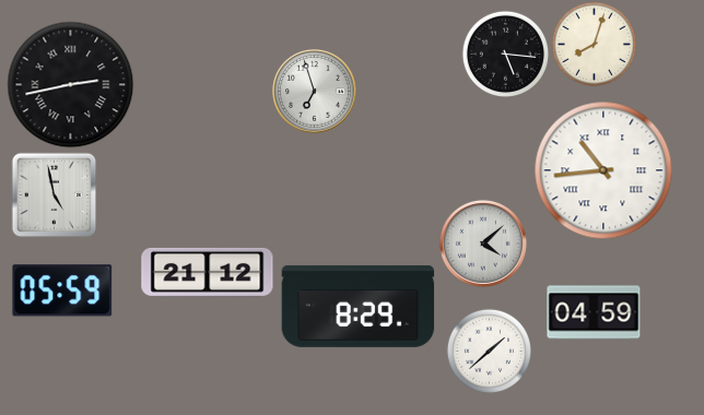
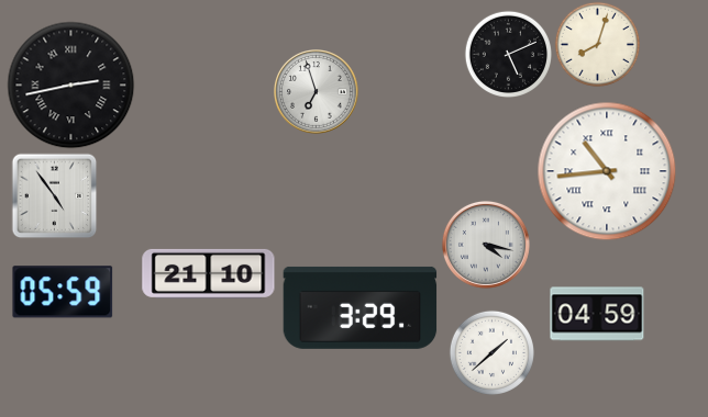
clock at (505, 54): 5:16 -> 5:11
clock at (54, 194): 4:58 -> 4:54
clock at (483, 244): 4:08 -> 4:17
clock at (208, 272): 21:12 -> 21:10
clock at (359, 306): 8:29 -> 3:29
